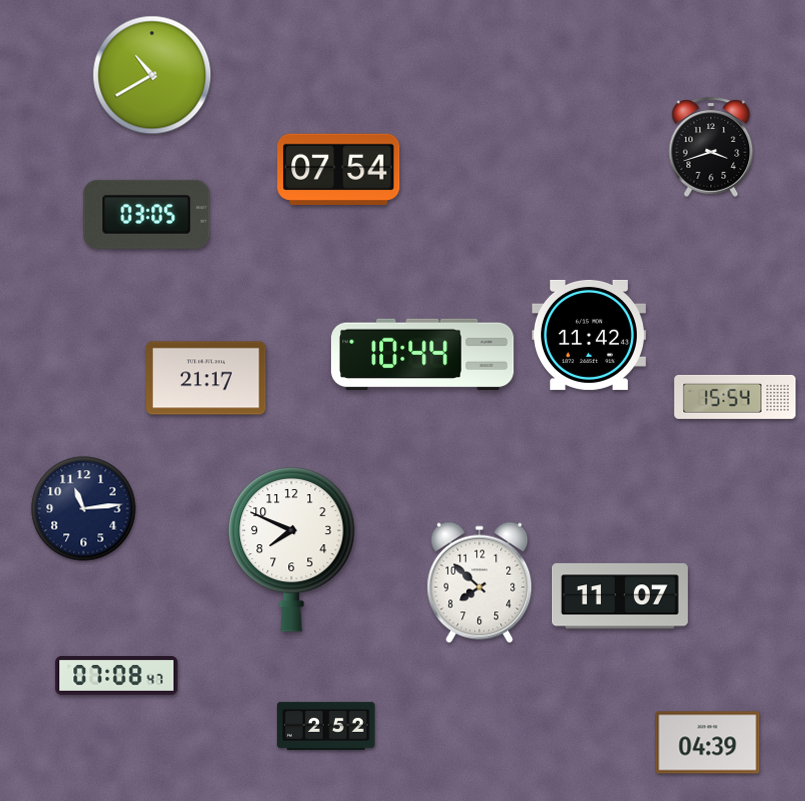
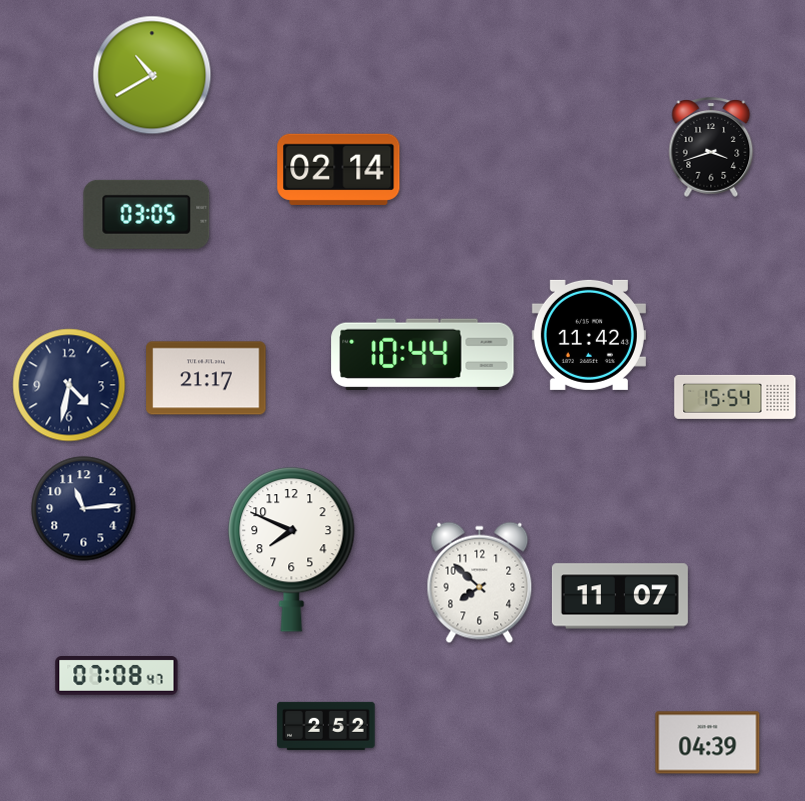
clock at (339, 169): 07:54 -> 02:14
clock at (69, 385): none -> 4:32
